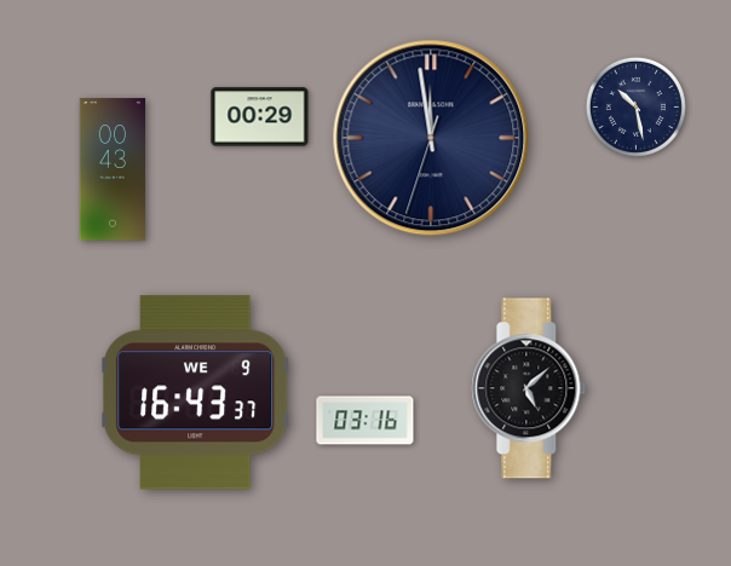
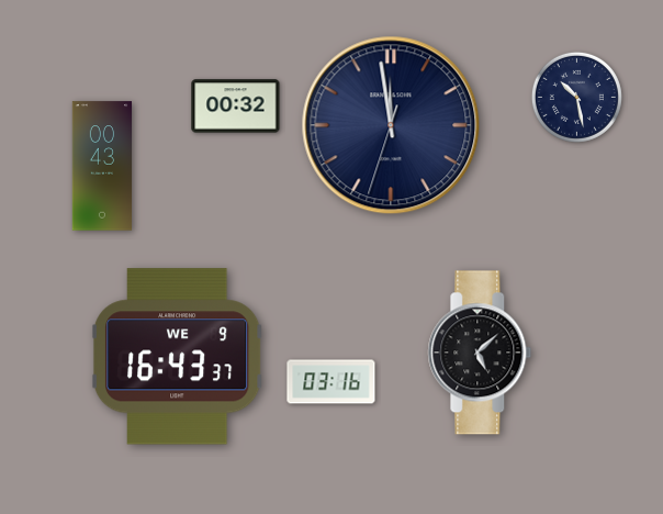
clock at (260, 117): 00:29 -> 00:32
clock at (113, 169) position: (113, 169) -> (102, 166)
